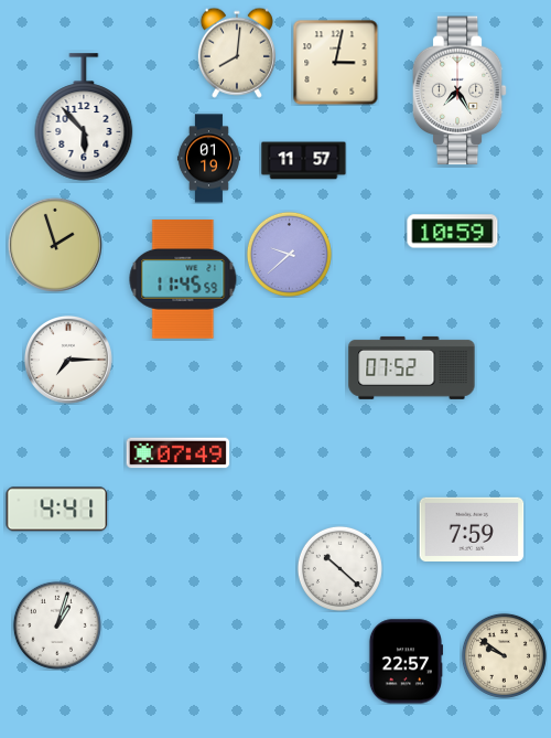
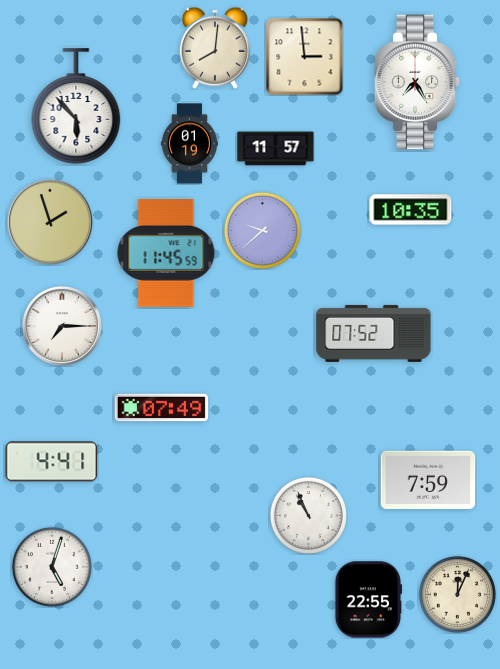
clock at (335, 62): 3:02 -> 2:59
clock at (304, 161) position: (304, 161) -> (276, 149)
clock at (453, 232): 10:59 -> 10:35
clock at (179, 453) position: (179, 453) -> (162, 408)
clock at (339, 568): 10:22 -> 10:56
clock at (57, 625): 1:03 -> 5:03
clock at (504, 655): 9:51 -> 12:04
clock at (404, 662): 22:57 -> 22:55
